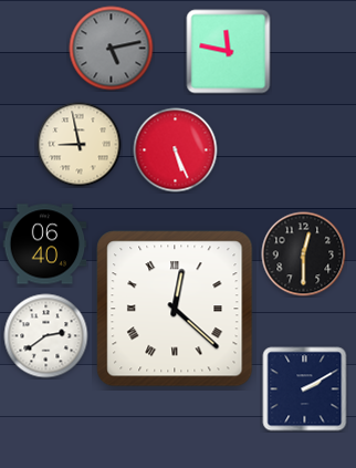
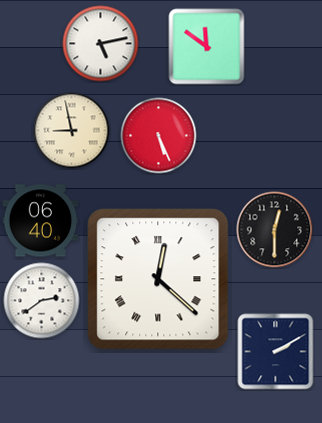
clock at (112, 49) dial: grey -> white
clock at (229, 52): 11:47 -> 11:51
clock at (46, 336) position: (46, 336) -> (42, 301)
